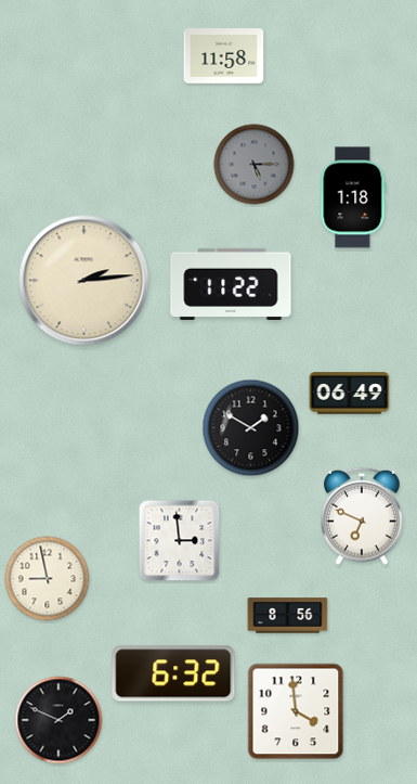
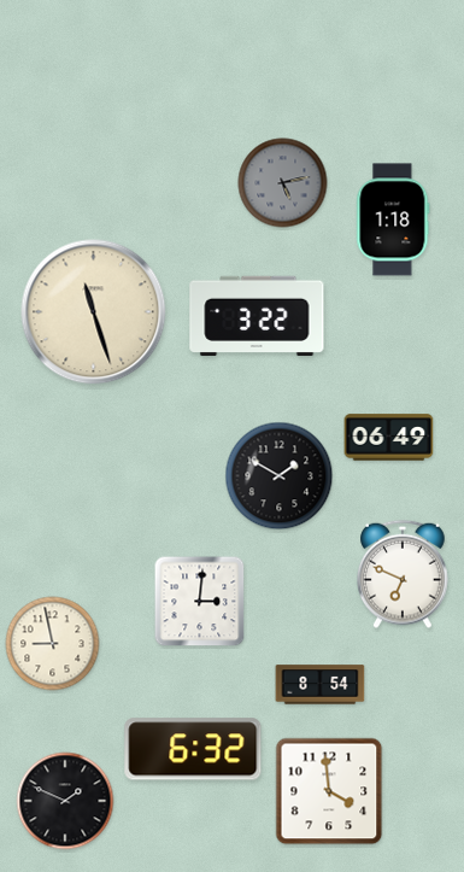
clock at (224, 56): 11:58 -> none
clock at (255, 165): 5:15 -> 5:13
clock at (84, 281): 2:14 -> 11:27
clock at (231, 284): 11:22 -> 3:22
clock at (180, 541): 2:59 -> 3:01
clock at (288, 616): 8:56 -> 8:54
